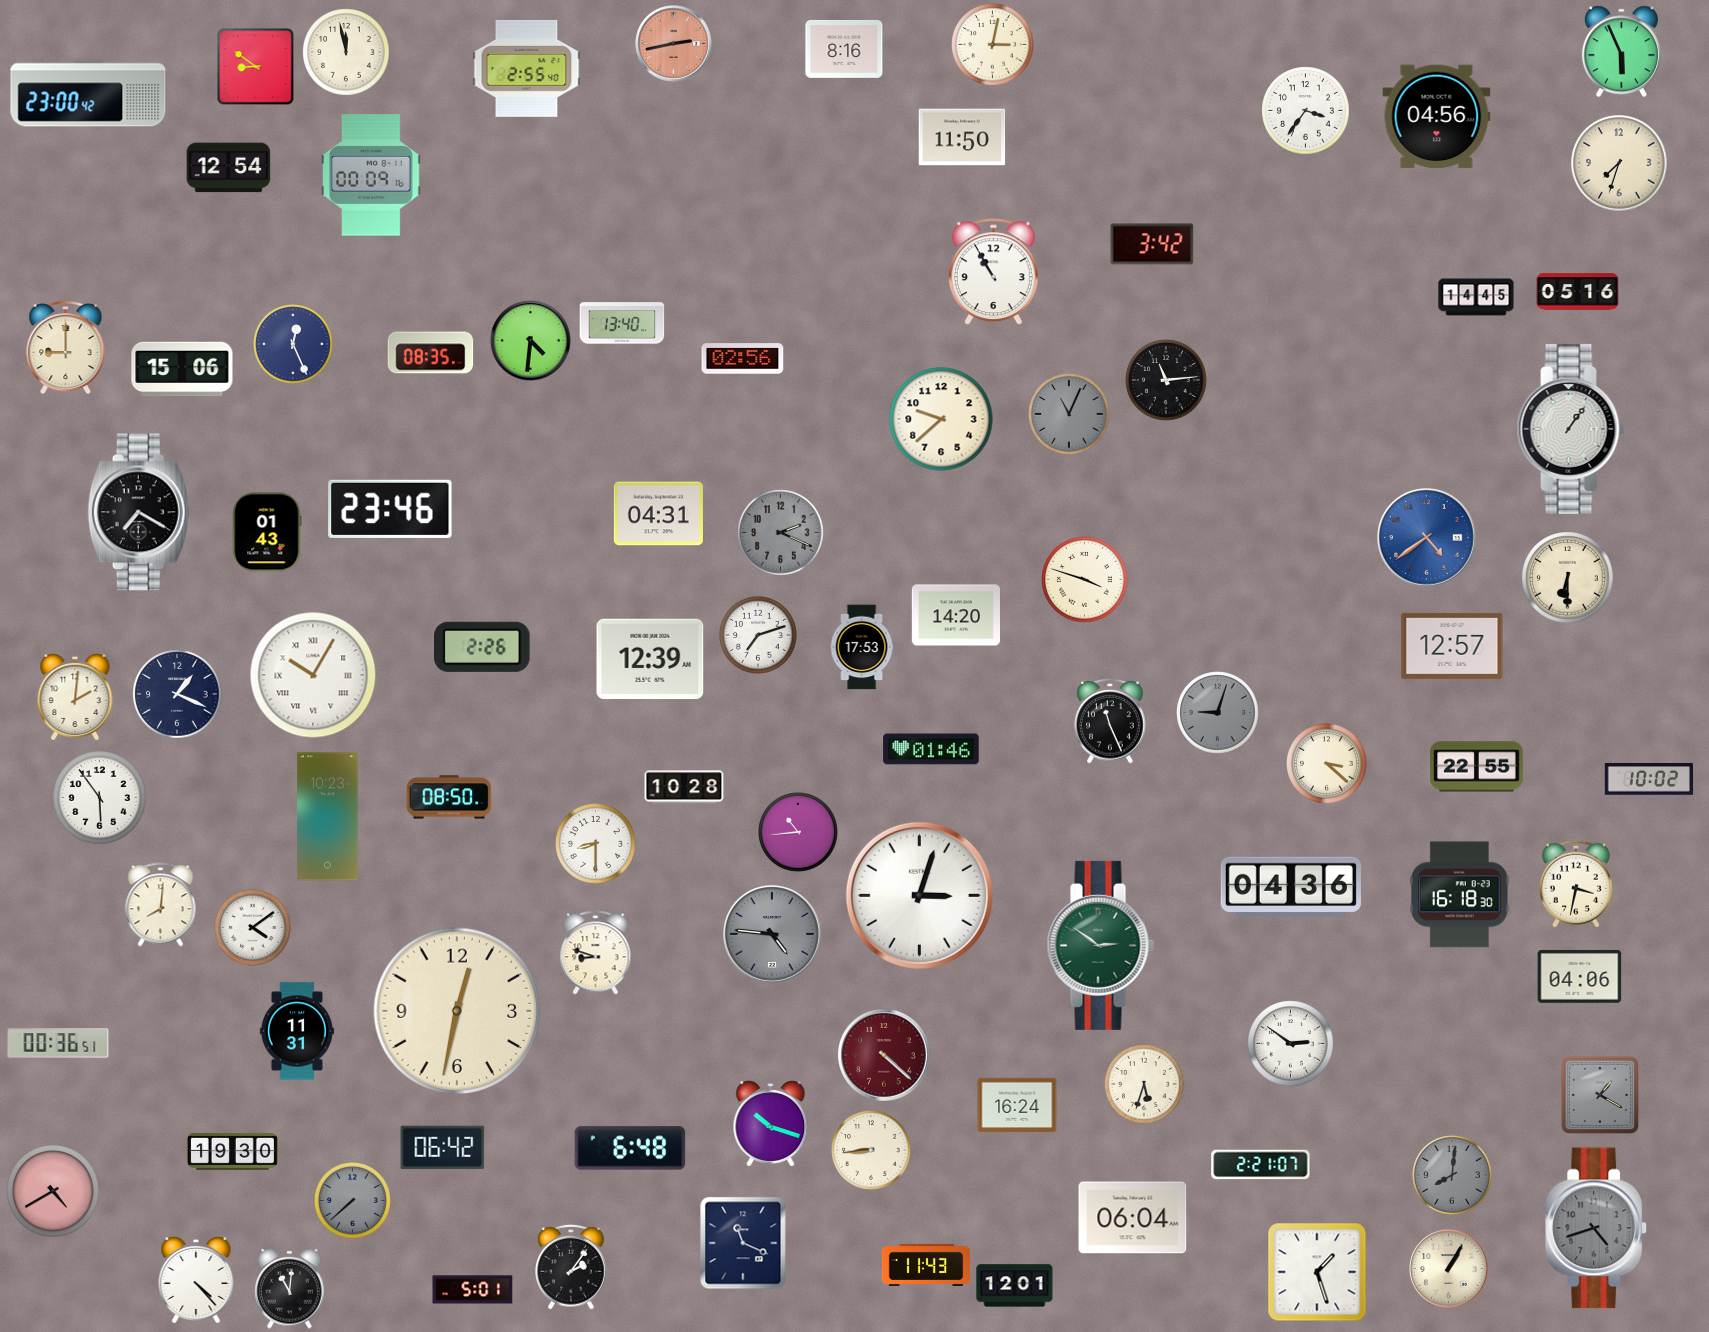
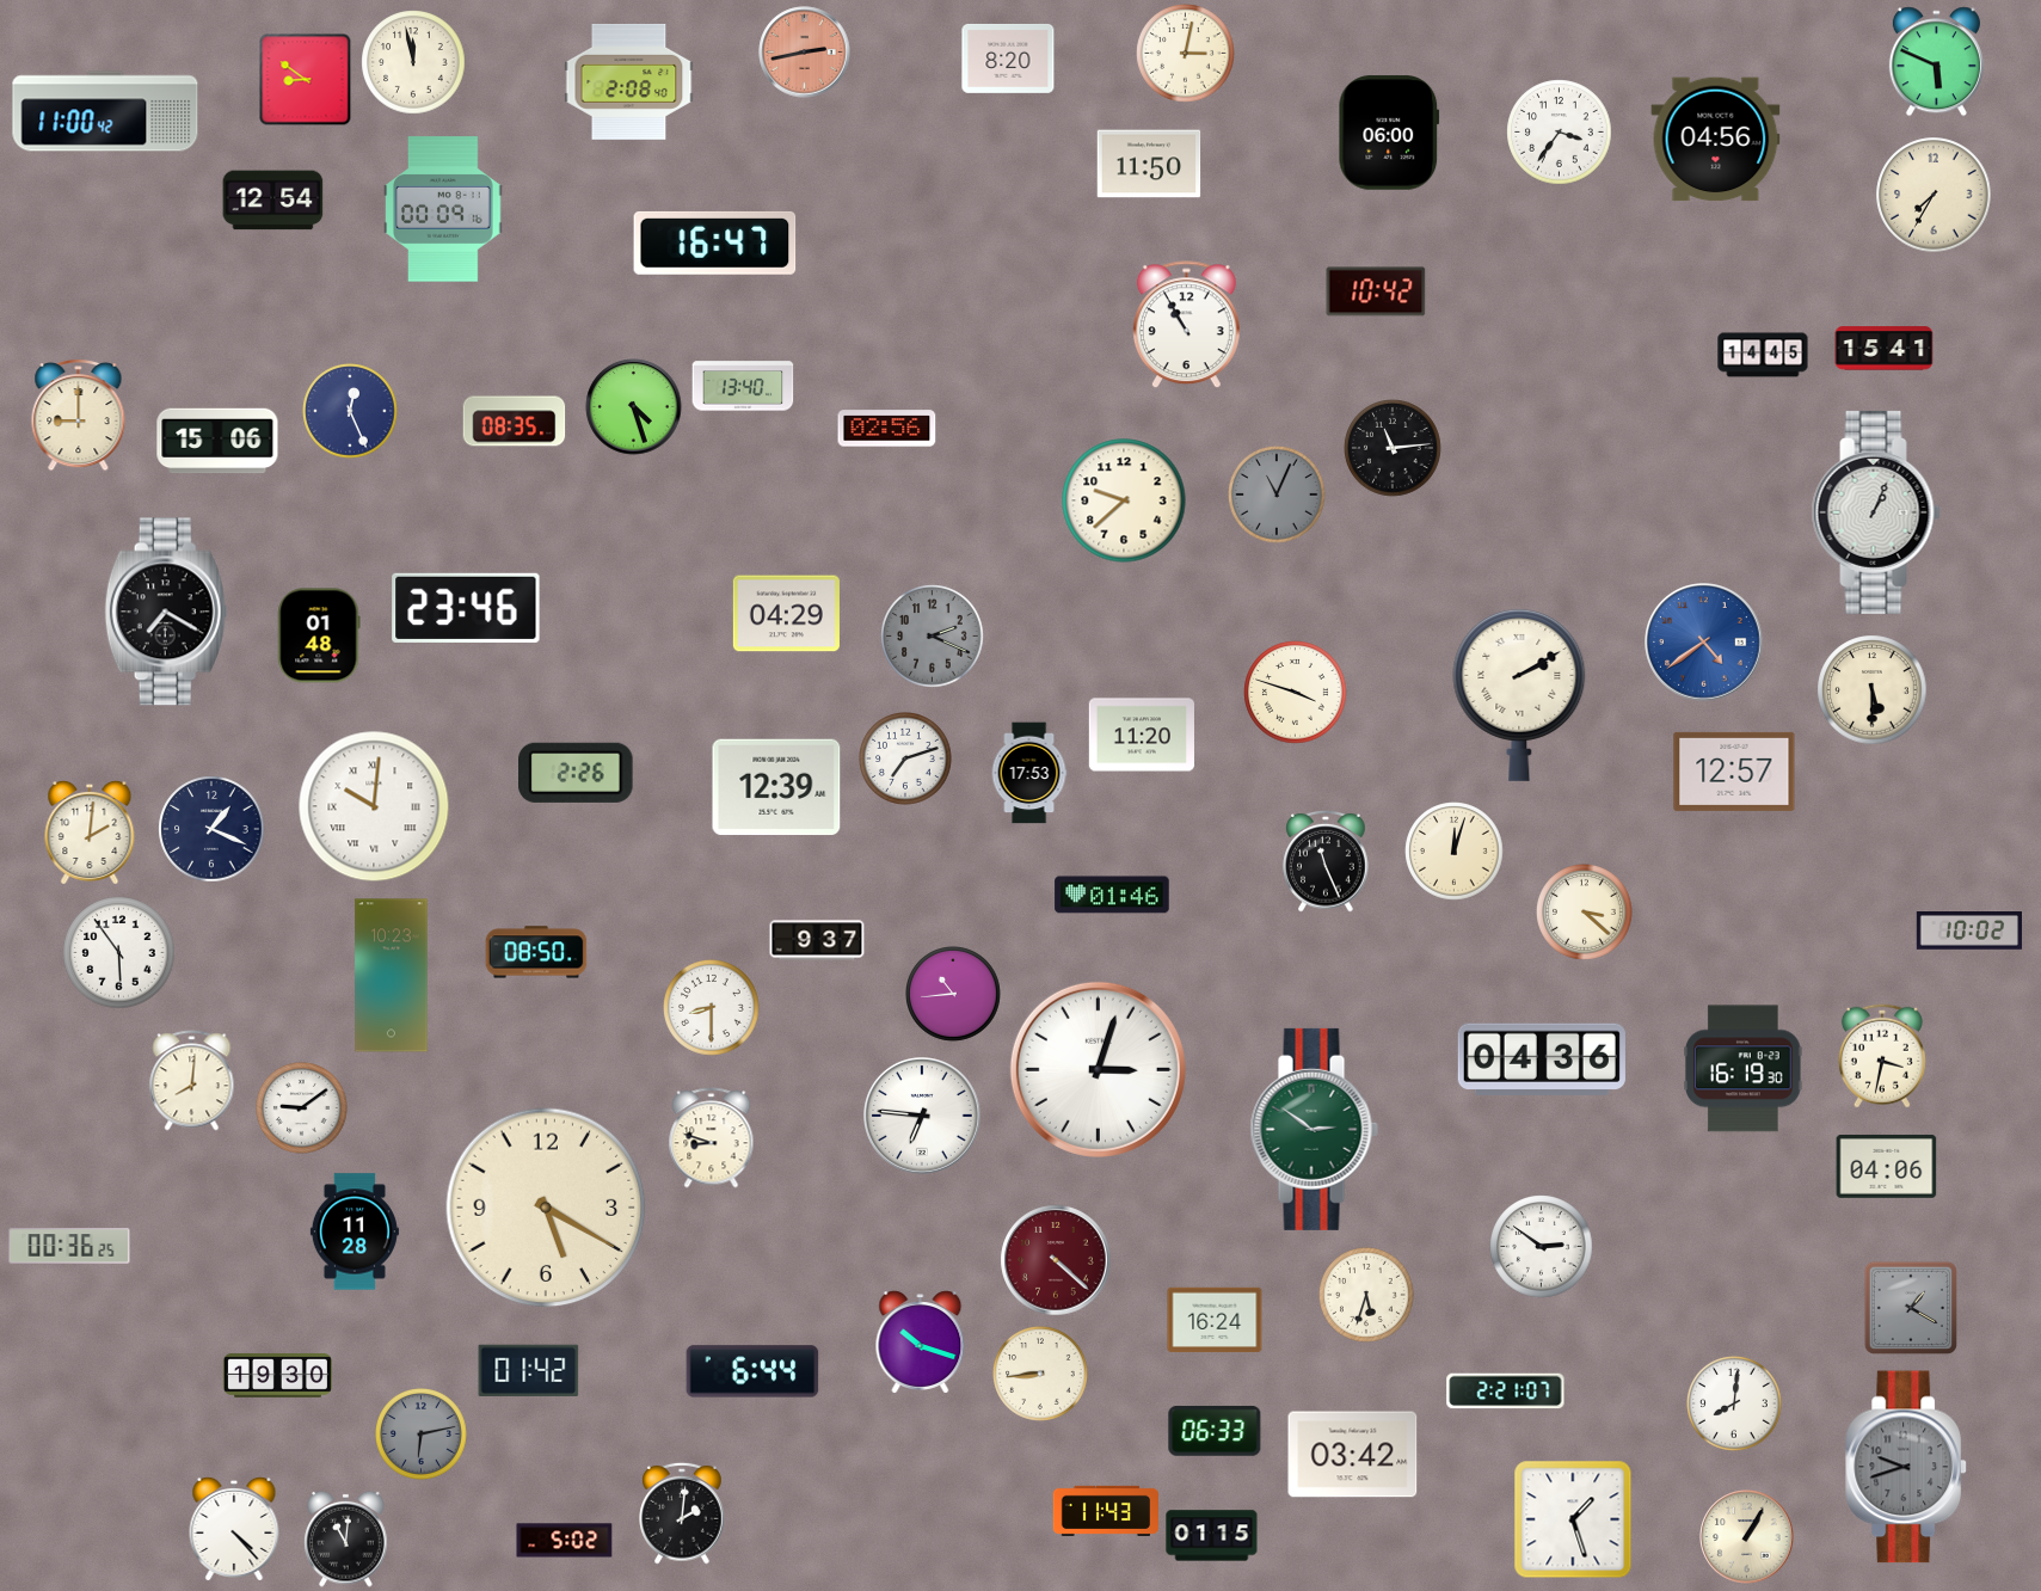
clock at (844, 49): 8:16 -> 8:20
clock at (1621, 52): 5:56 -> 5:49
clock at (527, 68): 2:55 -> 2:08
clock at (88, 93): 23:00 -> 11:00
clock at (1389, 133): none -> 06:00
clock at (1619, 163): 7:33 -> 7:35
clock at (715, 242): none -> 16:47
clock at (1152, 244): 3:42 -> 10:42
clock at (1578, 292): 05:16 -> 15:41
clock at (531, 341): 4:31 -> 4:27
clock at (1166, 380) position: (1166, 380) -> (1393, 448)
clock at (1571, 429): 1:06 -> 1:04
clock at (658, 514): 04:31 -> 04:29
clock at (267, 532): 01:43 -> 01:48
clock at (1568, 578): 6:30 -> 5:30
clock at (1519, 694): none -> 2:10
clock at (955, 615): 14:20 -> 11:20
clock at (313, 675): 10:05 -> 10:01
clock at (1218, 713): 9:03 -> 12:03
clock at (1218, 713) dial: grey -> cream
clock at (1477, 767): 22:55 -> none
clock at (684, 787): 10:28 -> 9:37
clock at (1460, 895): 16:18 -> 16:19
clock at (253, 928): 4:09 -> 9:09
clock at (772, 934): 4:46 -> 6:46
clock at (772, 934) dial: grey -> white
clock at (457, 1011): 12:32 -> 5:20
clock at (297, 1031): 11:31 -> 11:28
clock at (58, 1043): 00:36:51 -> 00:36:25
clock at (443, 1147): 06:42 -> 01:42
clock at (630, 1148): 6:48 -> 6:44
clock at (1453, 1176) dial: grey -> white
clock at (53, 1191): 4:40 -> none
clock at (1215, 1431): none -> 06:33
clock at (353, 1201): 7:38 -> 6:13
clock at (1133, 1218): 06:04 -> 03:42
clock at (1596, 1228): 4:42 -> 9:42
clock at (743, 1243): 11:19 -> none
clock at (571, 1267): 2:06 -> 2:01
clock at (1449, 1269) position: (1449, 1269) -> (1747, 1537)
clock at (1015, 1286): 12:01 -> 01:15
clock at (473, 1290): 5:01 -> 5:02
